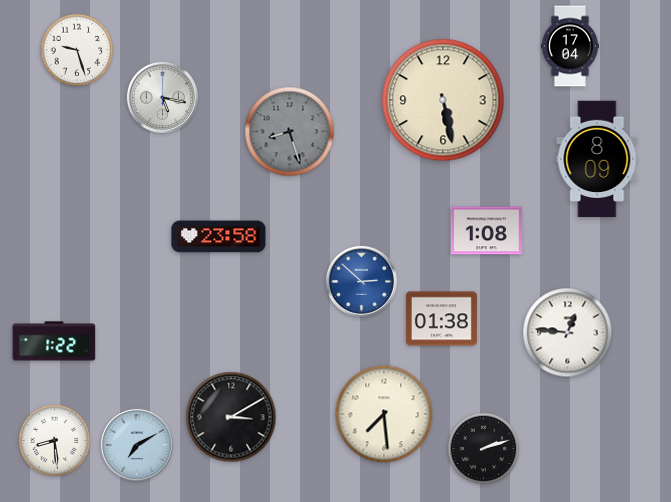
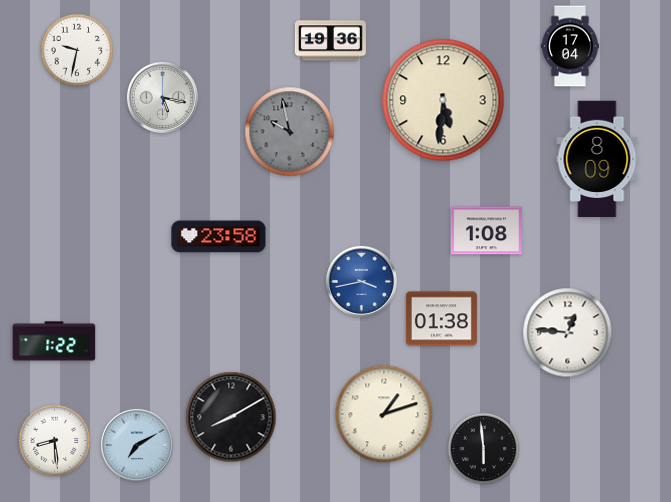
clock at (330, 41): none -> 19:36
clock at (77, 50): 9:27 -> 9:32
clock at (443, 100): 5:28 -> 5:31
clock at (290, 132): 8:27 -> 9:58
clock at (361, 281): 2:52 -> 3:43
clock at (384, 414): 7:29 -> 1:12
clock at (231, 417): 3:10 -> 8:10
clock at (484, 449): 2:12 -> 5:59
